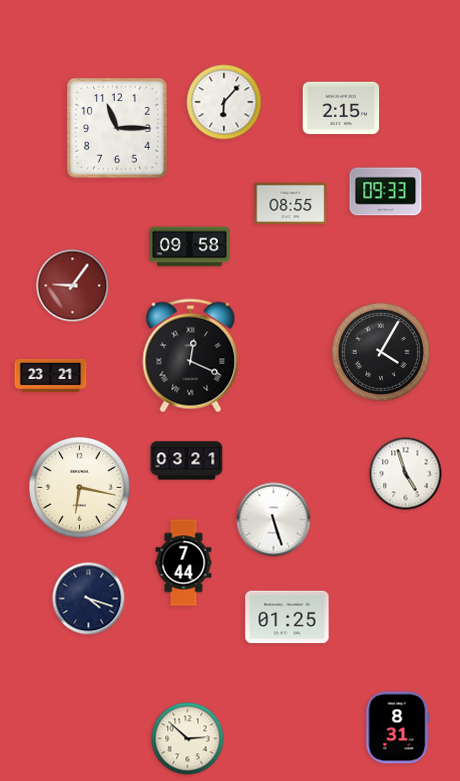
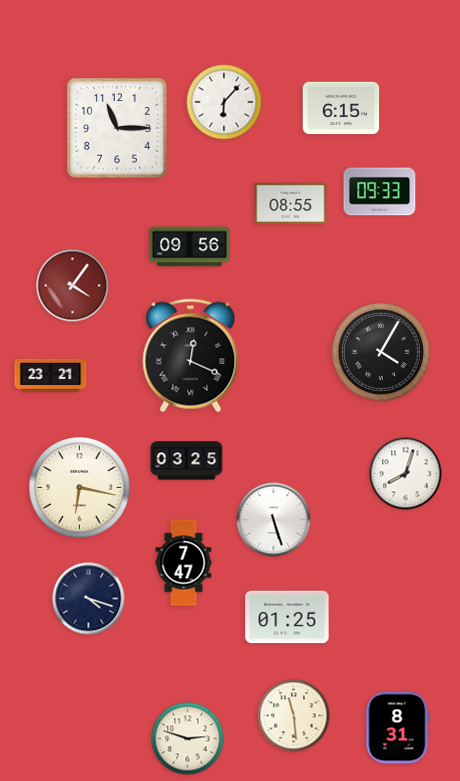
clock at (341, 108): 2:15 -> 6:15
clock at (386, 192) position: (386, 192) -> (380, 192)
clock at (190, 247): 09:58 -> 09:56
clock at (73, 286): 9:06 -> 4:06
clock at (187, 461): 03:21 -> 03:25
clock at (406, 474): 4:57 -> 8:03
clock at (184, 563): 7:44 -> 7:47
clock at (294, 716): none -> 11:29
clock at (188, 739): 2:52 -> 2:48
